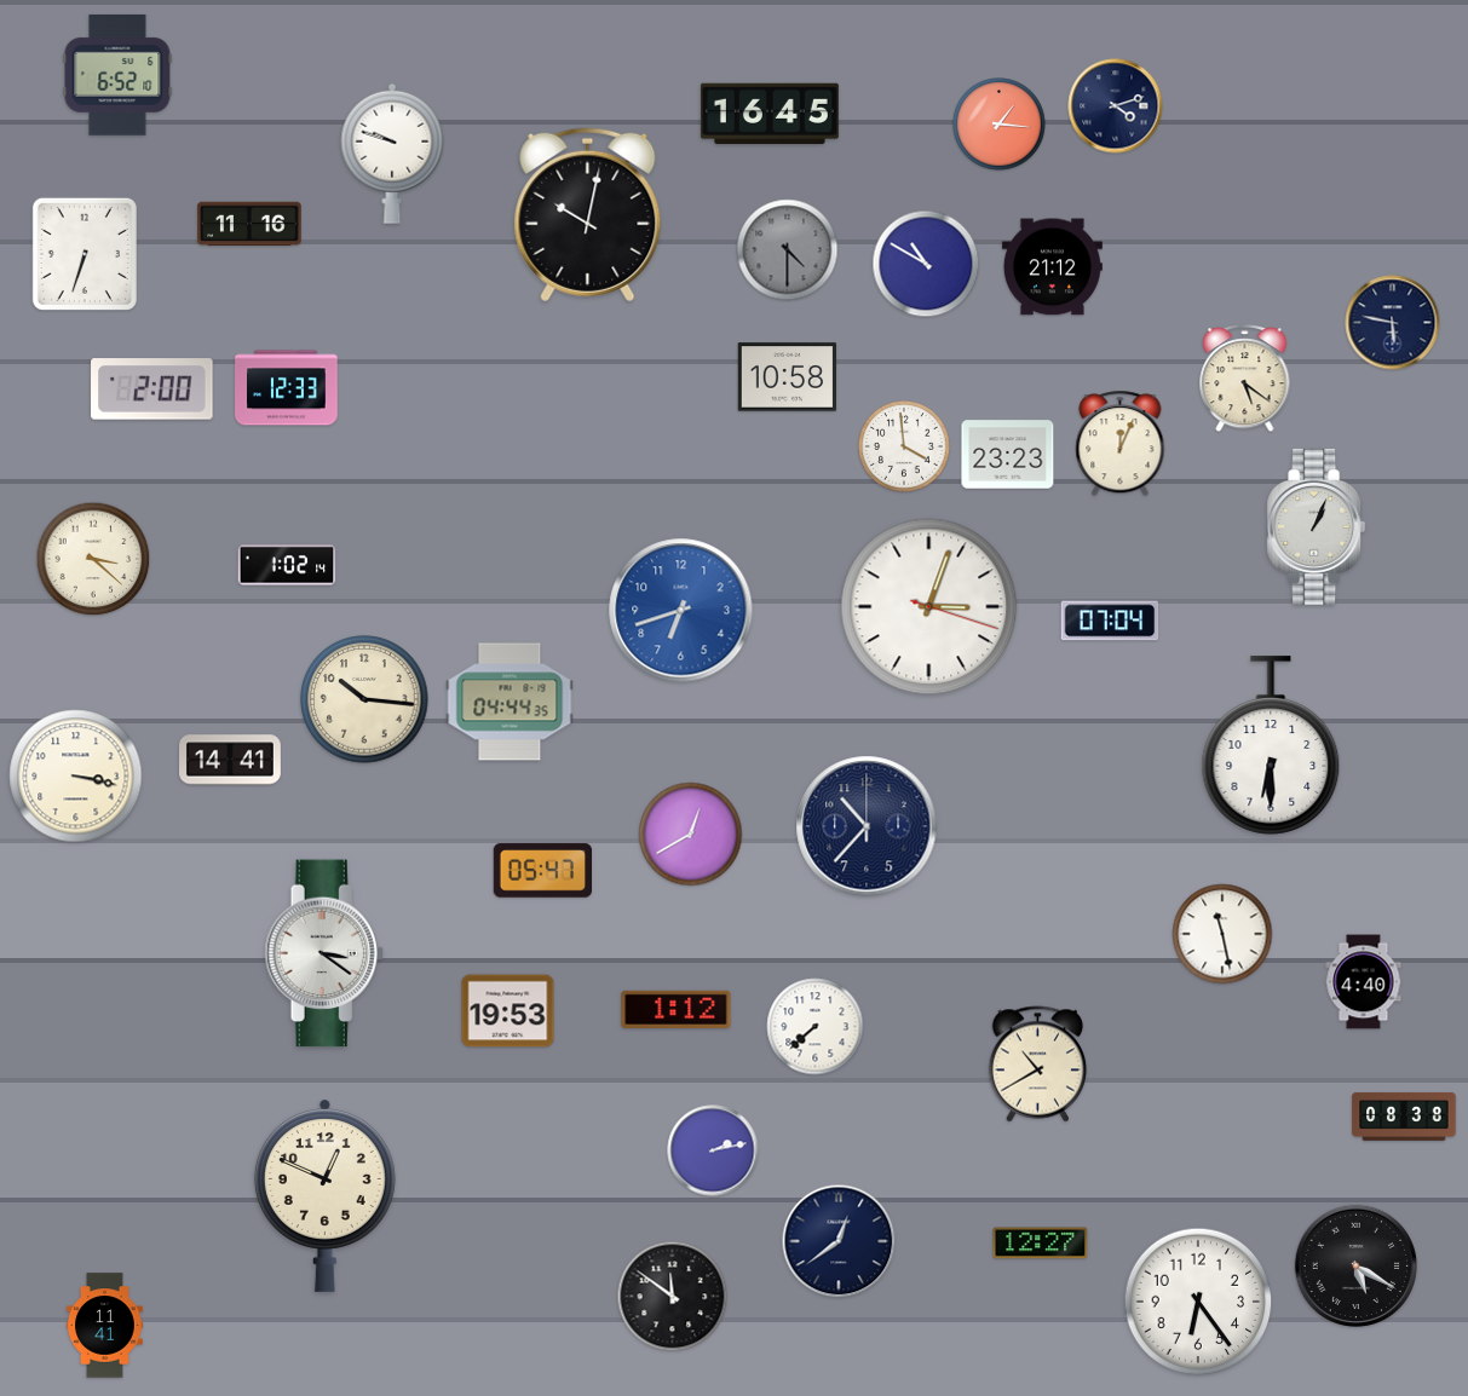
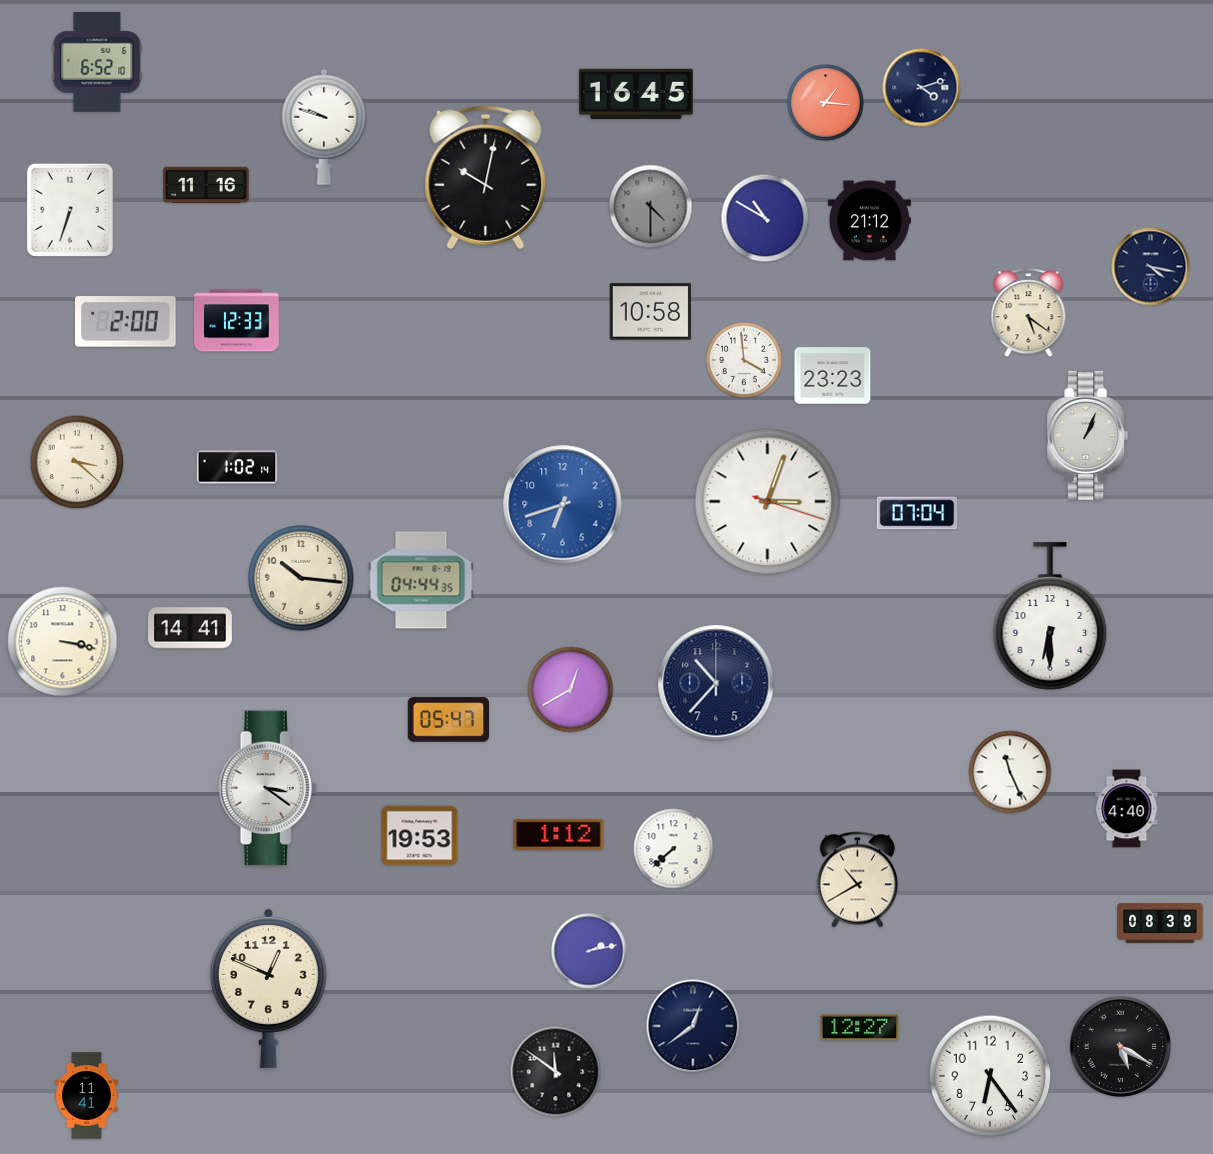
clock at (1393, 323): 5:47 -> 4:17
clock at (1121, 444): 12:04 -> none
clock at (904, 446) position: (904, 446) -> (744, 360)
clock at (1222, 934): 11:28 -> 11:26
clock at (1364, 982) position: (1364, 982) -> (1127, 809)
